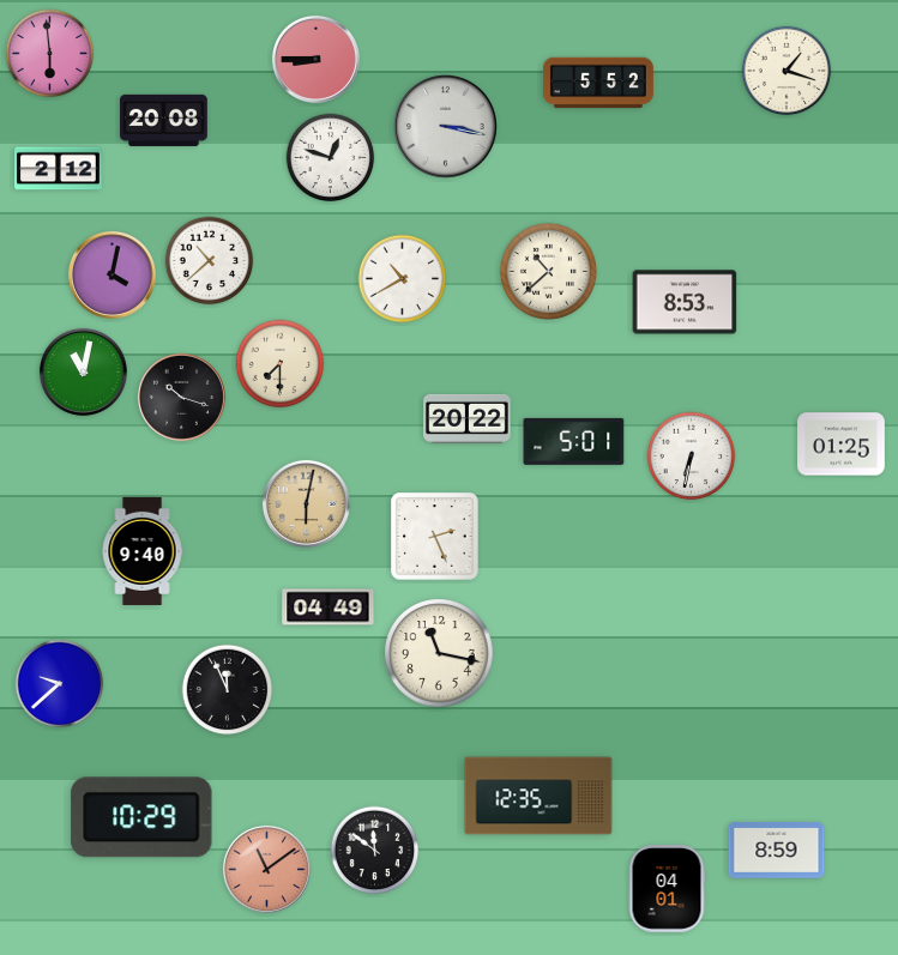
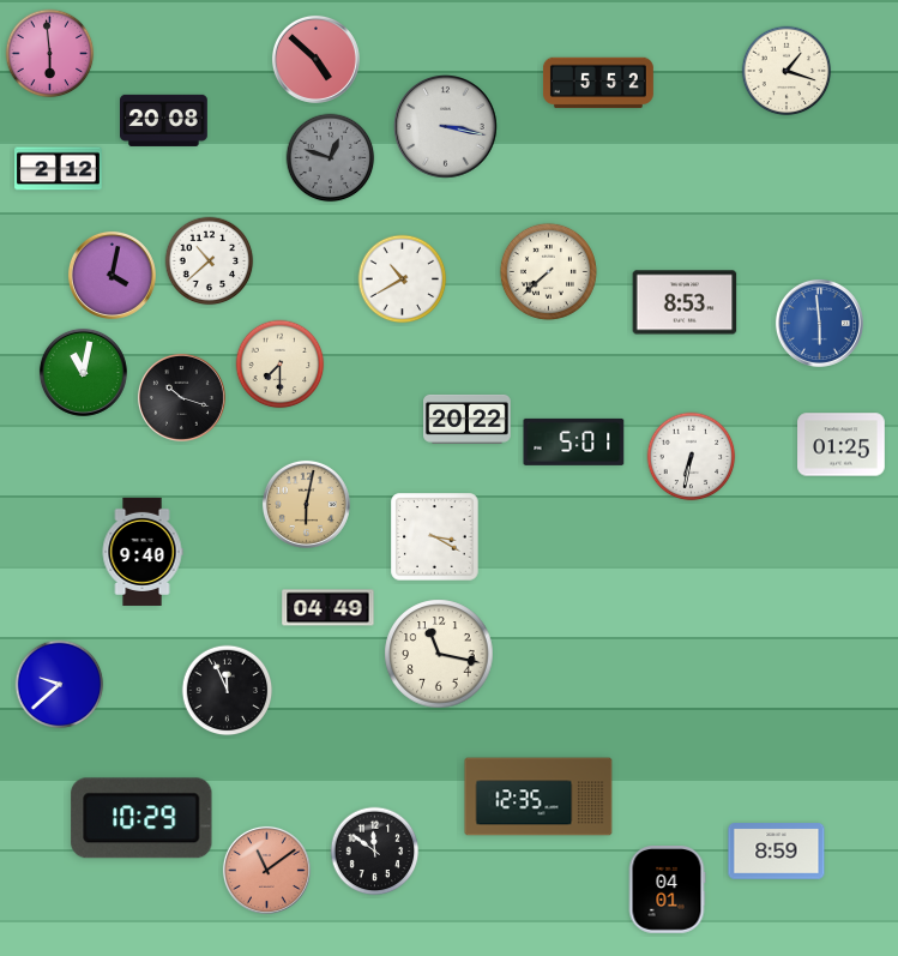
clock at (315, 59): 8:45 -> 4:52
clock at (331, 158) dial: white -> grey
clock at (548, 271): 10:38 -> 7:38
clock at (819, 323): none -> 5:59
clock at (435, 537): 2:26 -> 3:20
